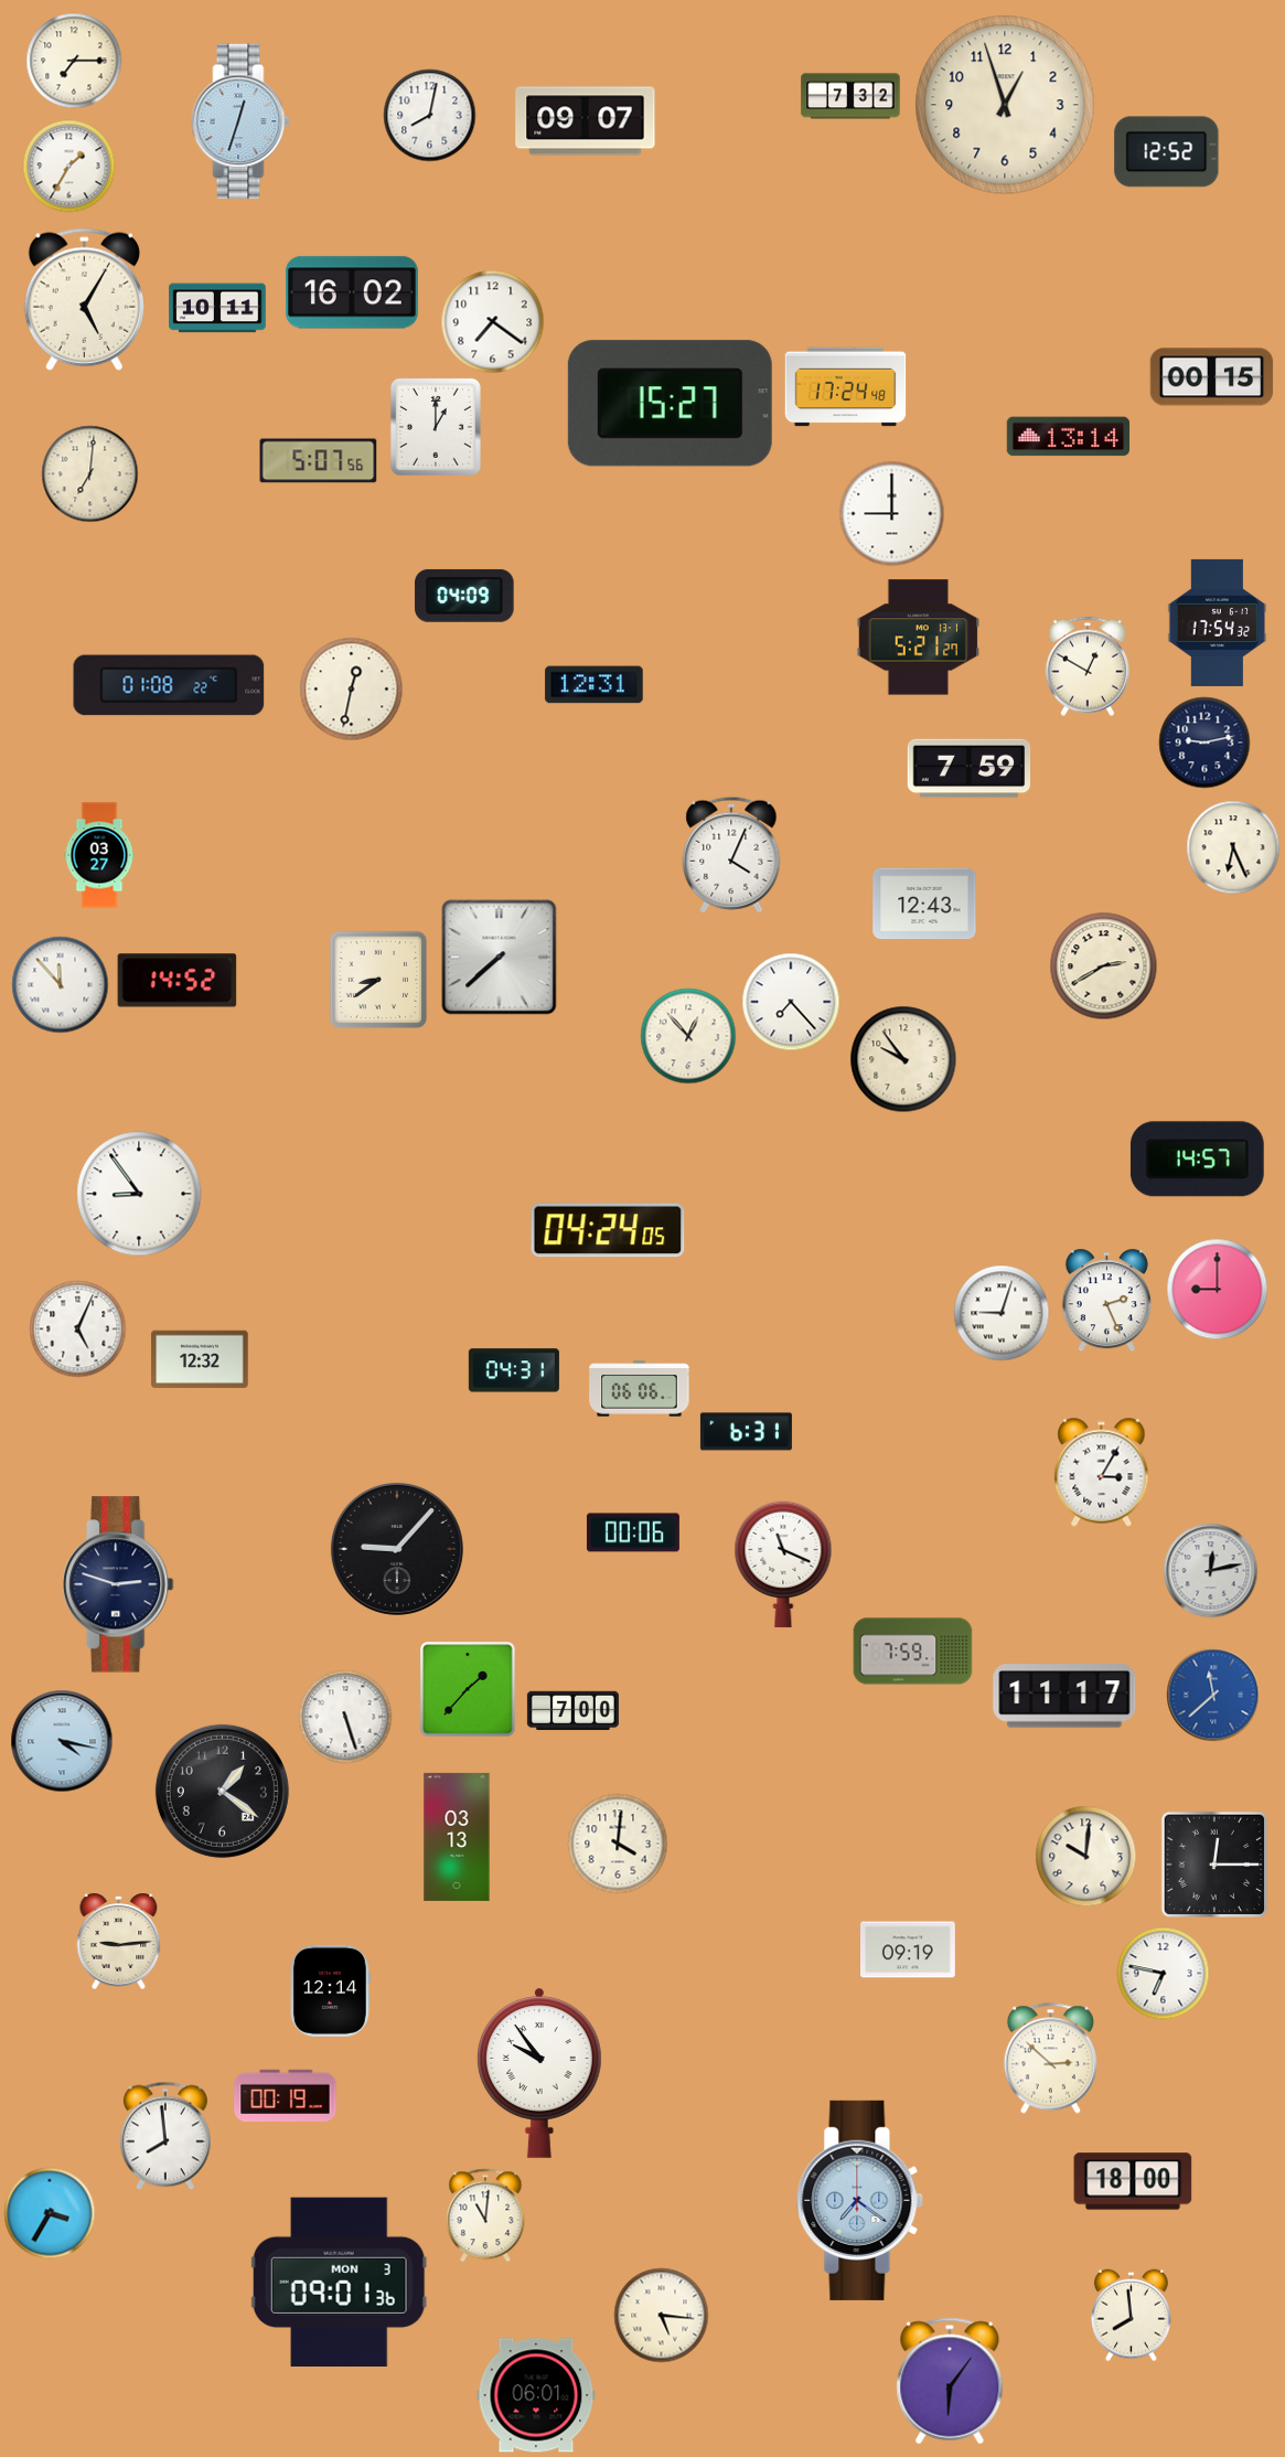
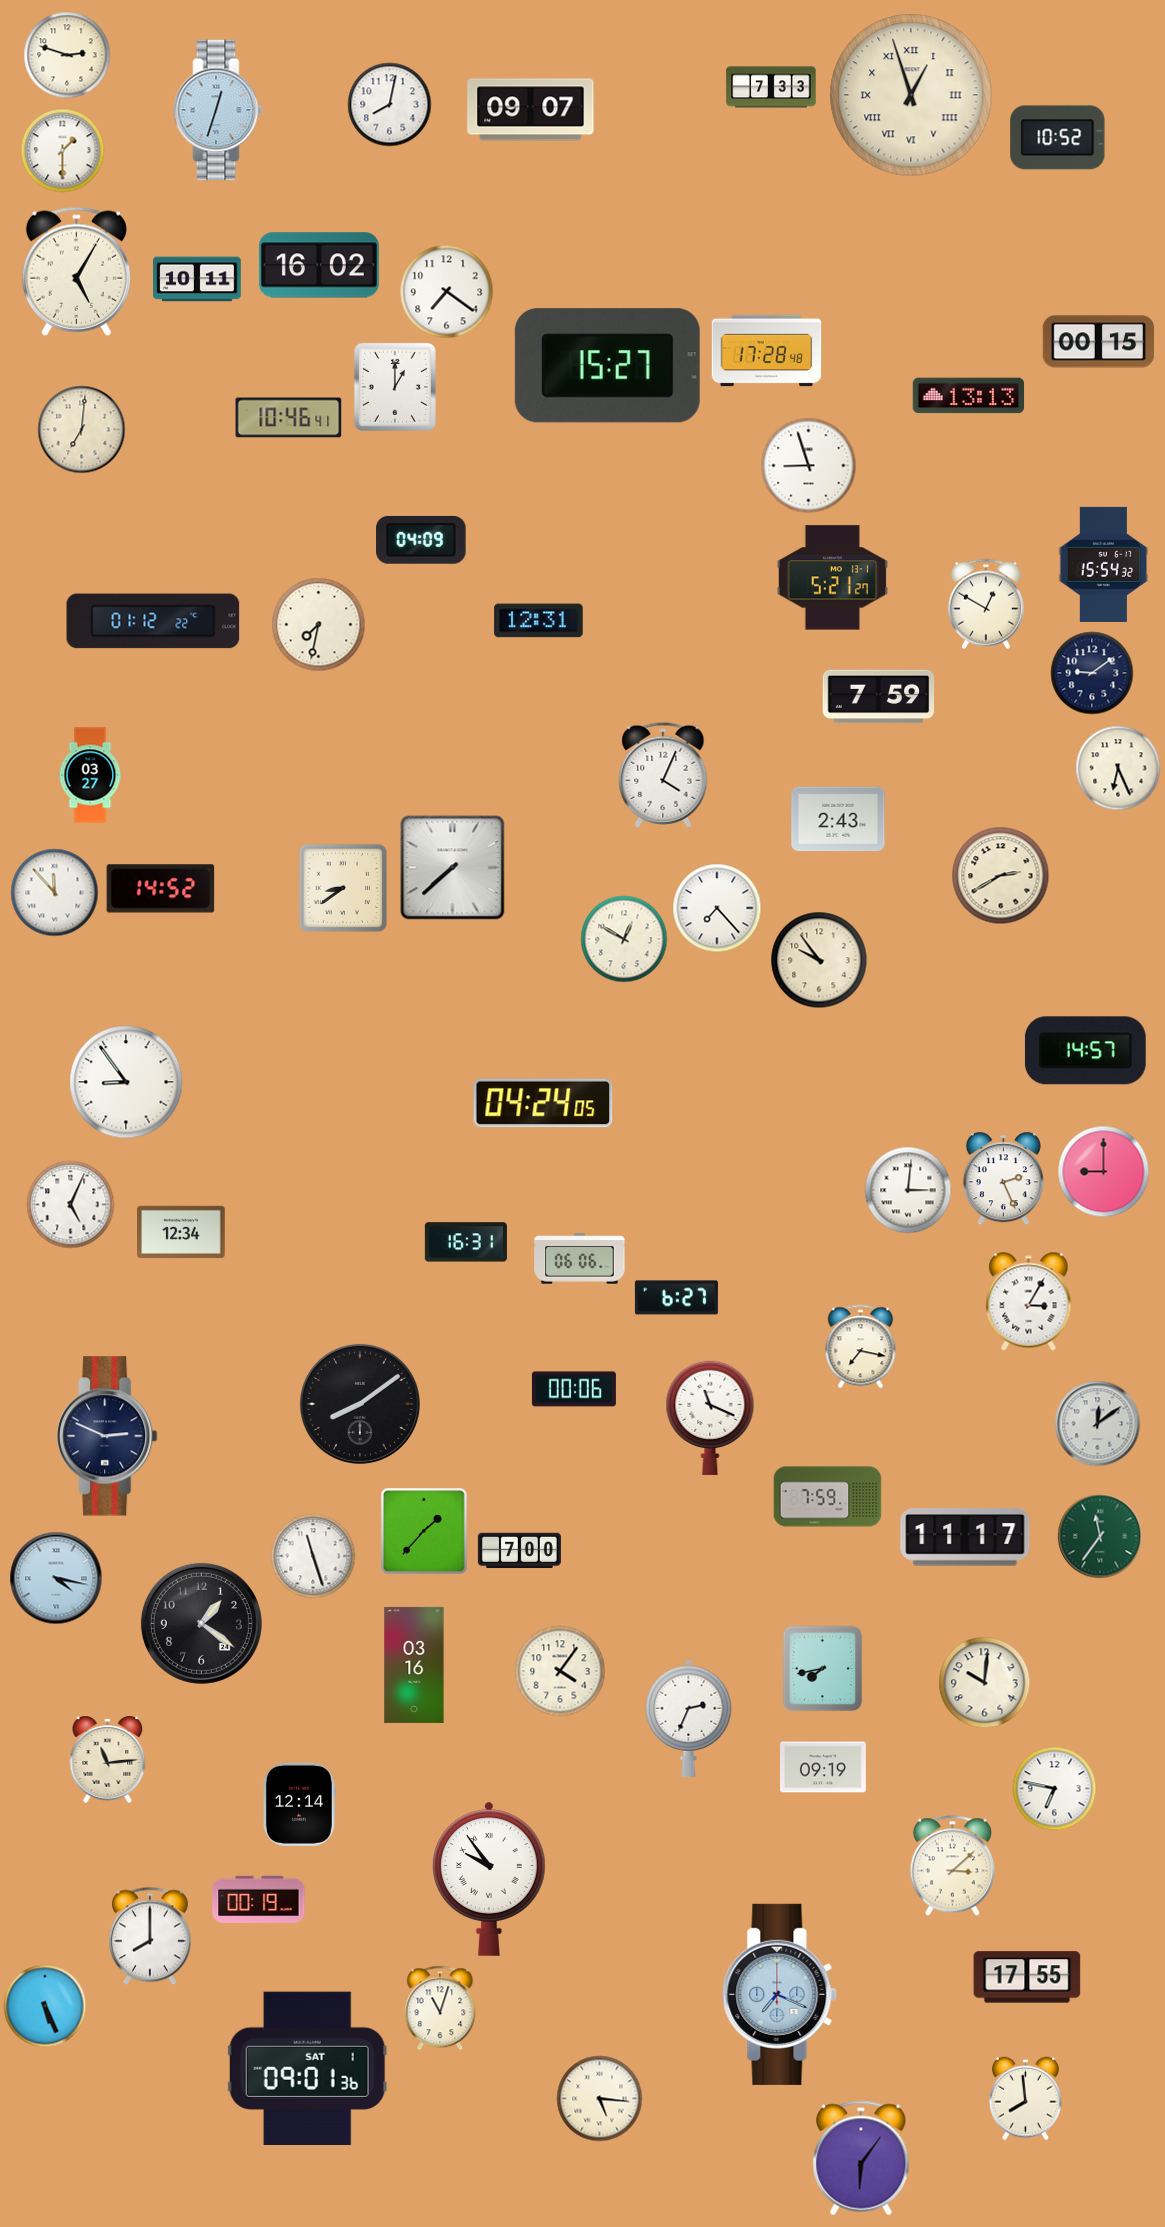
clock at (74, 61): 7:15 -> 2:48
clock at (850, 96): 7:32 -> 7:33
clock at (1005, 105) numerals: Arabic -> Roman
clock at (1167, 152): 12:52 -> 10:52
clock at (69, 167): 1:35 -> 1:30
clock at (846, 387): 17:24 -> 17:28
clock at (1069, 437): 13:14 -> 13:13
clock at (319, 461): 5:07 -> 10:46
clock at (892, 514): 9:00 -> 8:57
clock at (1218, 622): 17:54 -> 15:54
clock at (169, 685): 01:08 -> 01:12
clock at (352, 690): 12:32 -> 7:32
clock at (1204, 743): 9:13 -> 9:09
clock at (924, 904): 12:43 -> 2:43
clock at (688, 1036): 12:53 -> 12:50
clock at (608, 1230) position: (608, 1230) -> (543, 1103)
clock at (1218, 1290) position: (1218, 1290) -> (1104, 1172)
clock at (1002, 1313): 9:03 -> 3:01
clock at (200, 1359): 12:32 -> 12:34
clock at (514, 1370): 04:31 -> 16:31
clock at (746, 1432): 6:31 -> 6:27
clock at (1102, 1473) position: (1102, 1473) -> (1029, 1302)
clock at (861, 1347): none -> 7:17
clock at (397, 1549): 9:07 -> 8:09
clock at (1211, 1571): 12:13 -> 12:09
clock at (118, 1584): 2:48 -> 2:49
clock at (1213, 1695): 11:38 -> 11:36
clock at (1213, 1695) dial: blue -> green
clock at (345, 1717): 5:27 -> 11:27
clock at (457, 1837): 03:13 -> 03:16
clock at (823, 1669): none -> 7:43
clock at (618, 1844): 4:01 -> 4:06
clock at (1213, 1863): 12:15 -> none
clock at (689, 1718): none -> 2:34
clock at (119, 1941): 9:14 -> 11:14
clock at (1050, 2059): 2:52 -> 3:08
clock at (165, 2136): 7:59 -> 8:00
clock at (1133, 2181): 18:00 -> 17:55
clock at (860, 2200): 7:21 -> 7:19
clock at (50, 2213): 3:35 -> 5:26
clock at (485, 2215): 11:01 -> 11:03
clock at (339, 2282) date: MON 3 -> SAT 1
clock at (536, 2395): 06:01 -> none
